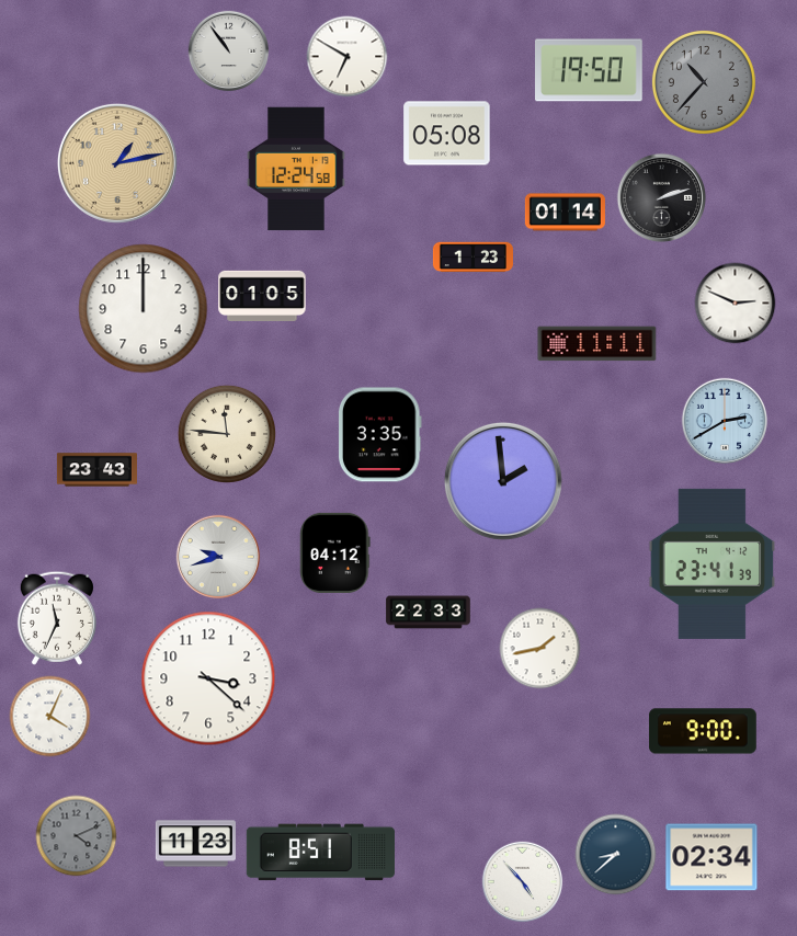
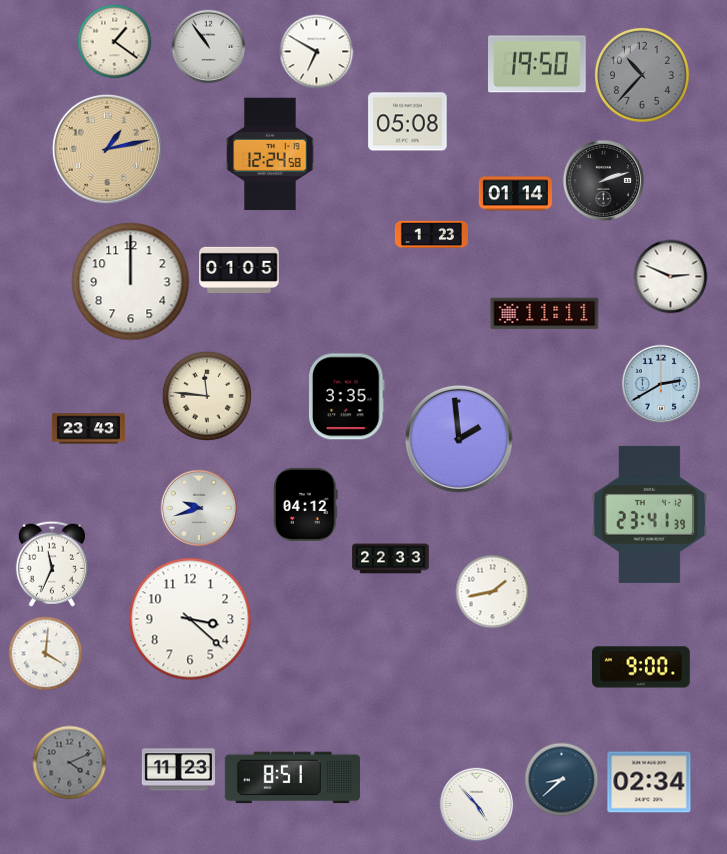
clock at (115, 42): none -> 1:21
clock at (50, 717): 4:04 -> 4:01
